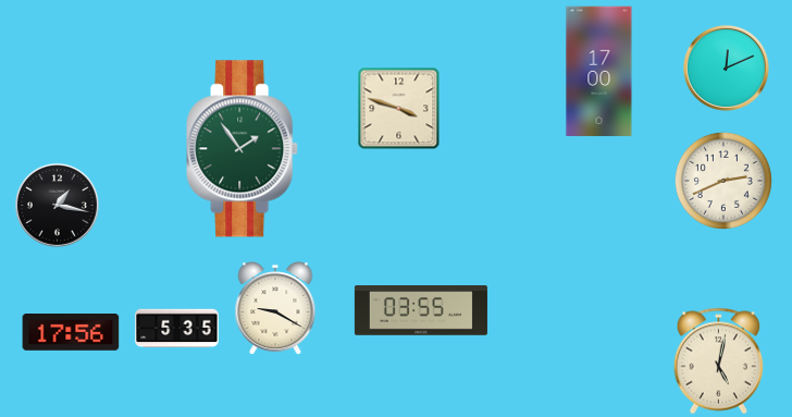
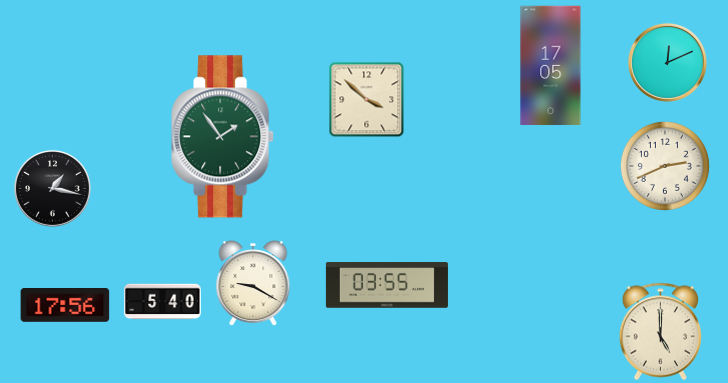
clock at (599, 72): 17:00 -> 17:05
clock at (399, 109): 3:48 -> 3:52
clock at (177, 329): 5:35 -> 5:40
clock at (719, 361): 5:02 -> 5:00
